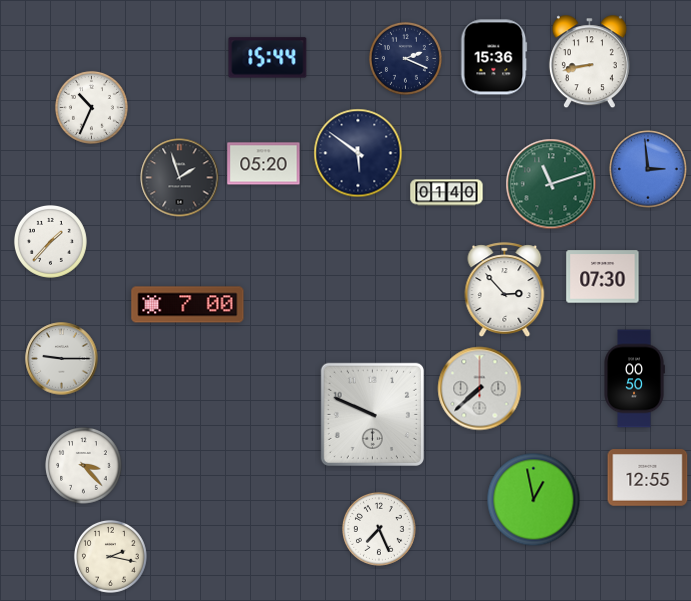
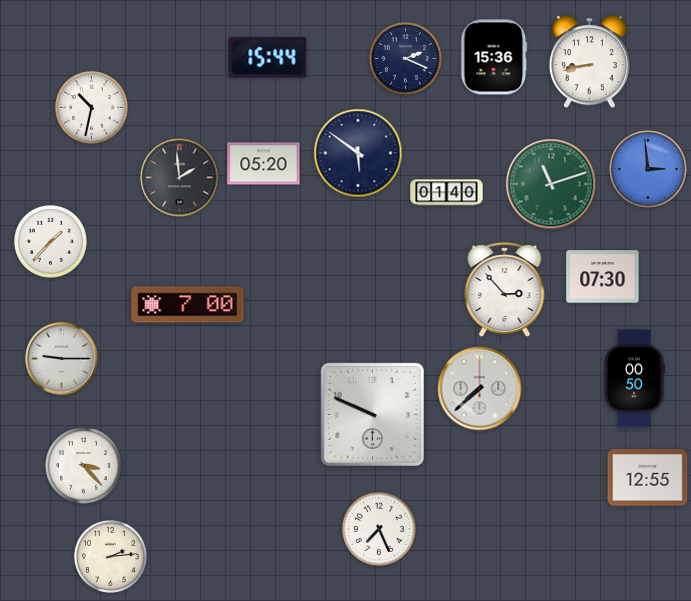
clock at (91, 107): 10:34 -> 10:32
clock at (180, 178): 1:57 -> 1:59
clock at (534, 500): 12:58 -> none
clock at (110, 556): 2:17 -> 2:14
